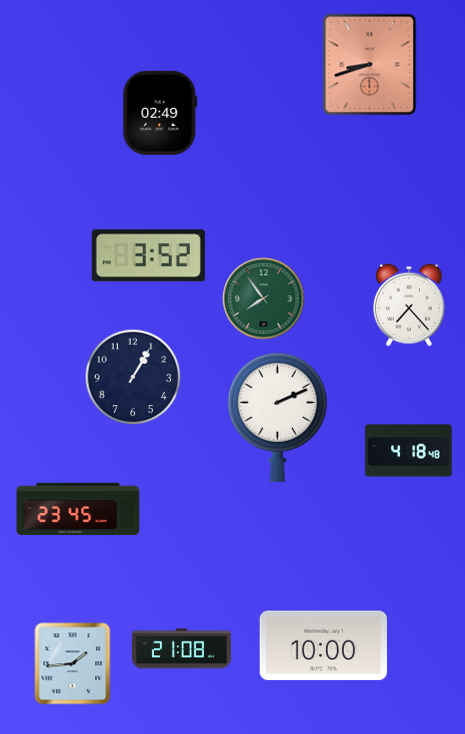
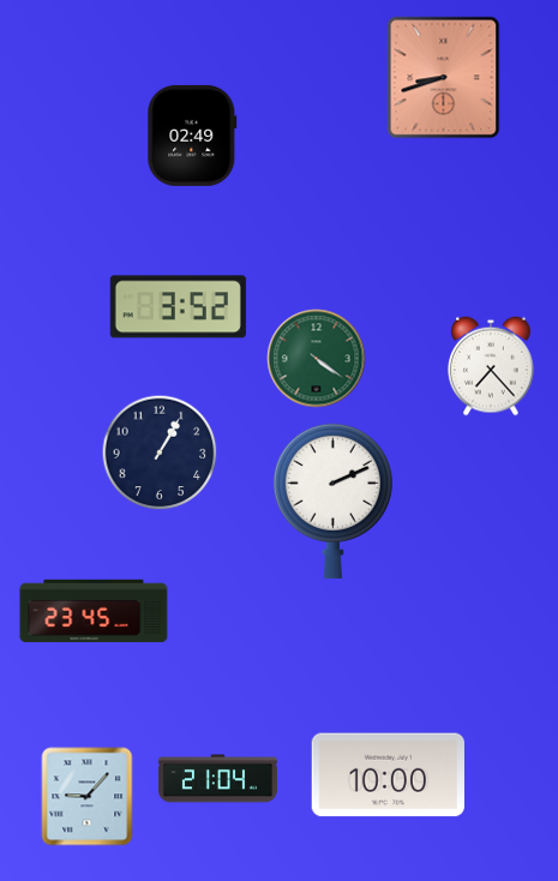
clock at (264, 299): 7:54 -> 4:21
clock at (409, 451): 4:18 -> none
clock at (181, 649): 21:08 -> 21:04
clock at (73, 664): 1:44 -> 9:07
